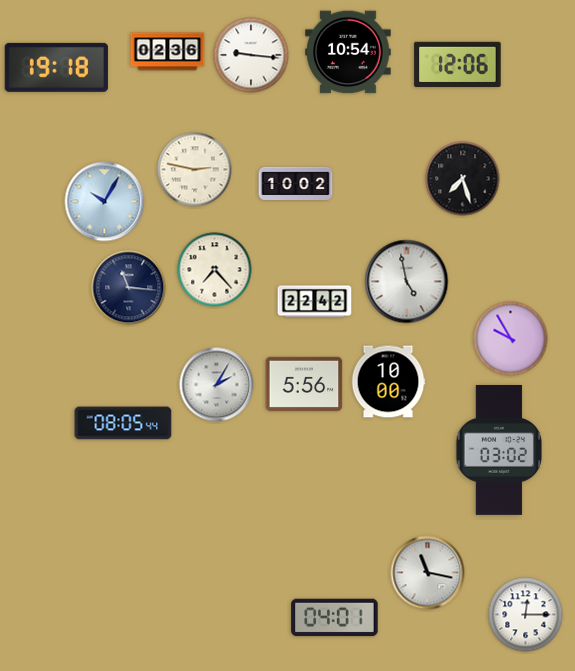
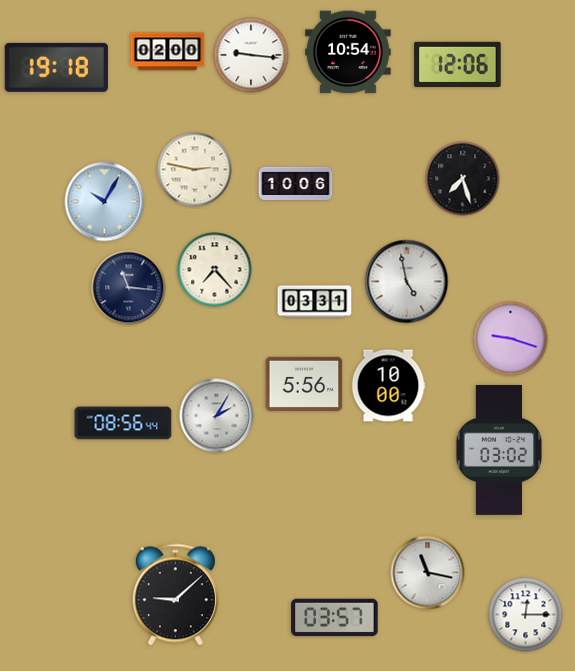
clock at (168, 52): 02:36 -> 02:00
clock at (296, 183): 10:02 -> 10:06
clock at (315, 302): 22:42 -> 03:31
clock at (511, 339): 9:55 -> 9:18
clock at (388, 382) position: (388, 382) -> (388, 386)
clock at (217, 385) position: (217, 385) -> (217, 416)
clock at (123, 423): 08:05 -> 08:56
clock at (175, 595): none -> 9:08
clock at (335, 618): 04:01 -> 03:57
